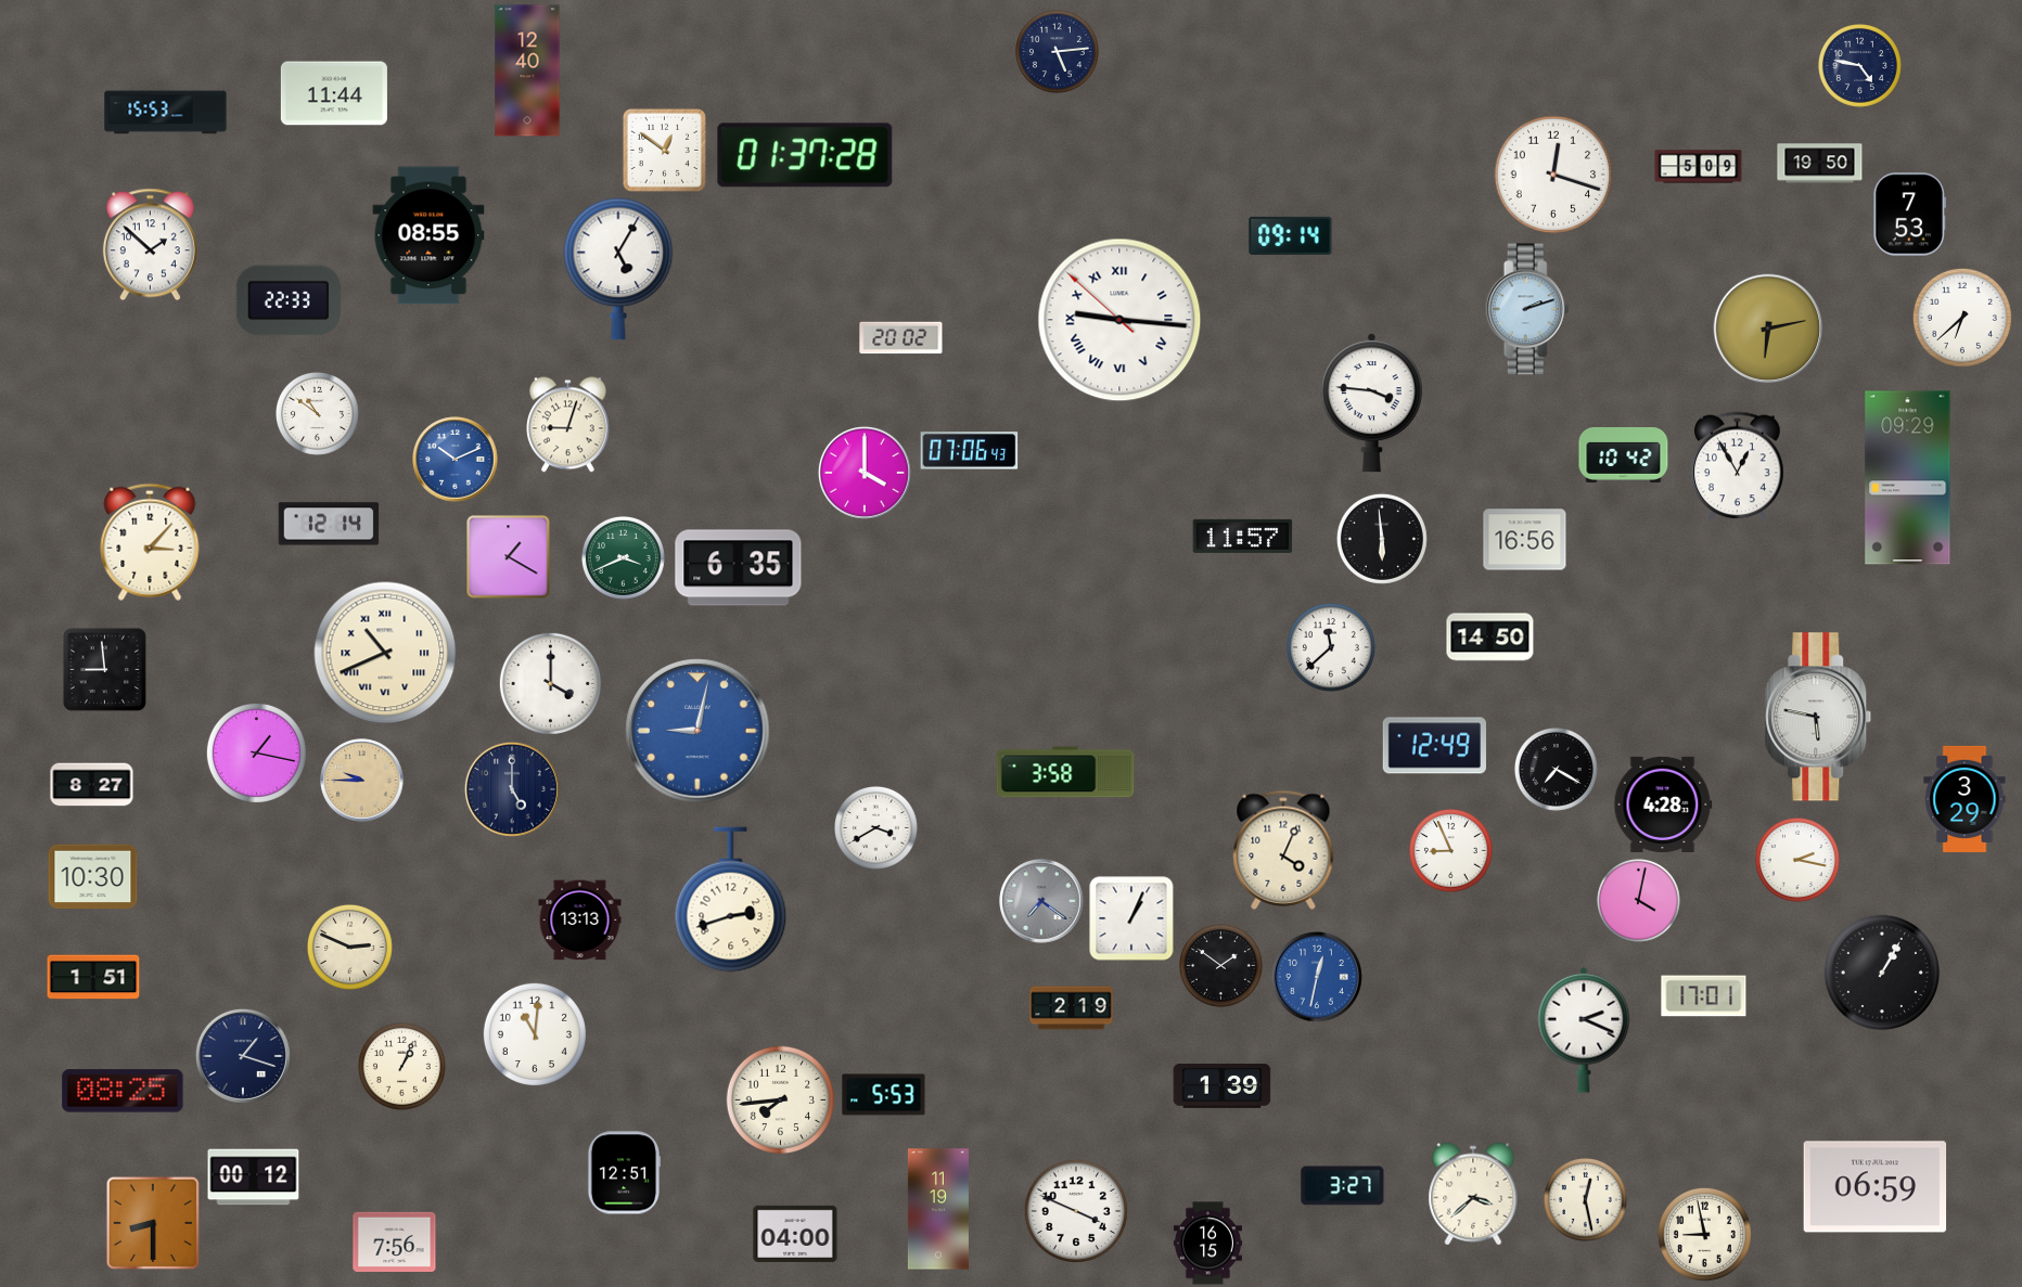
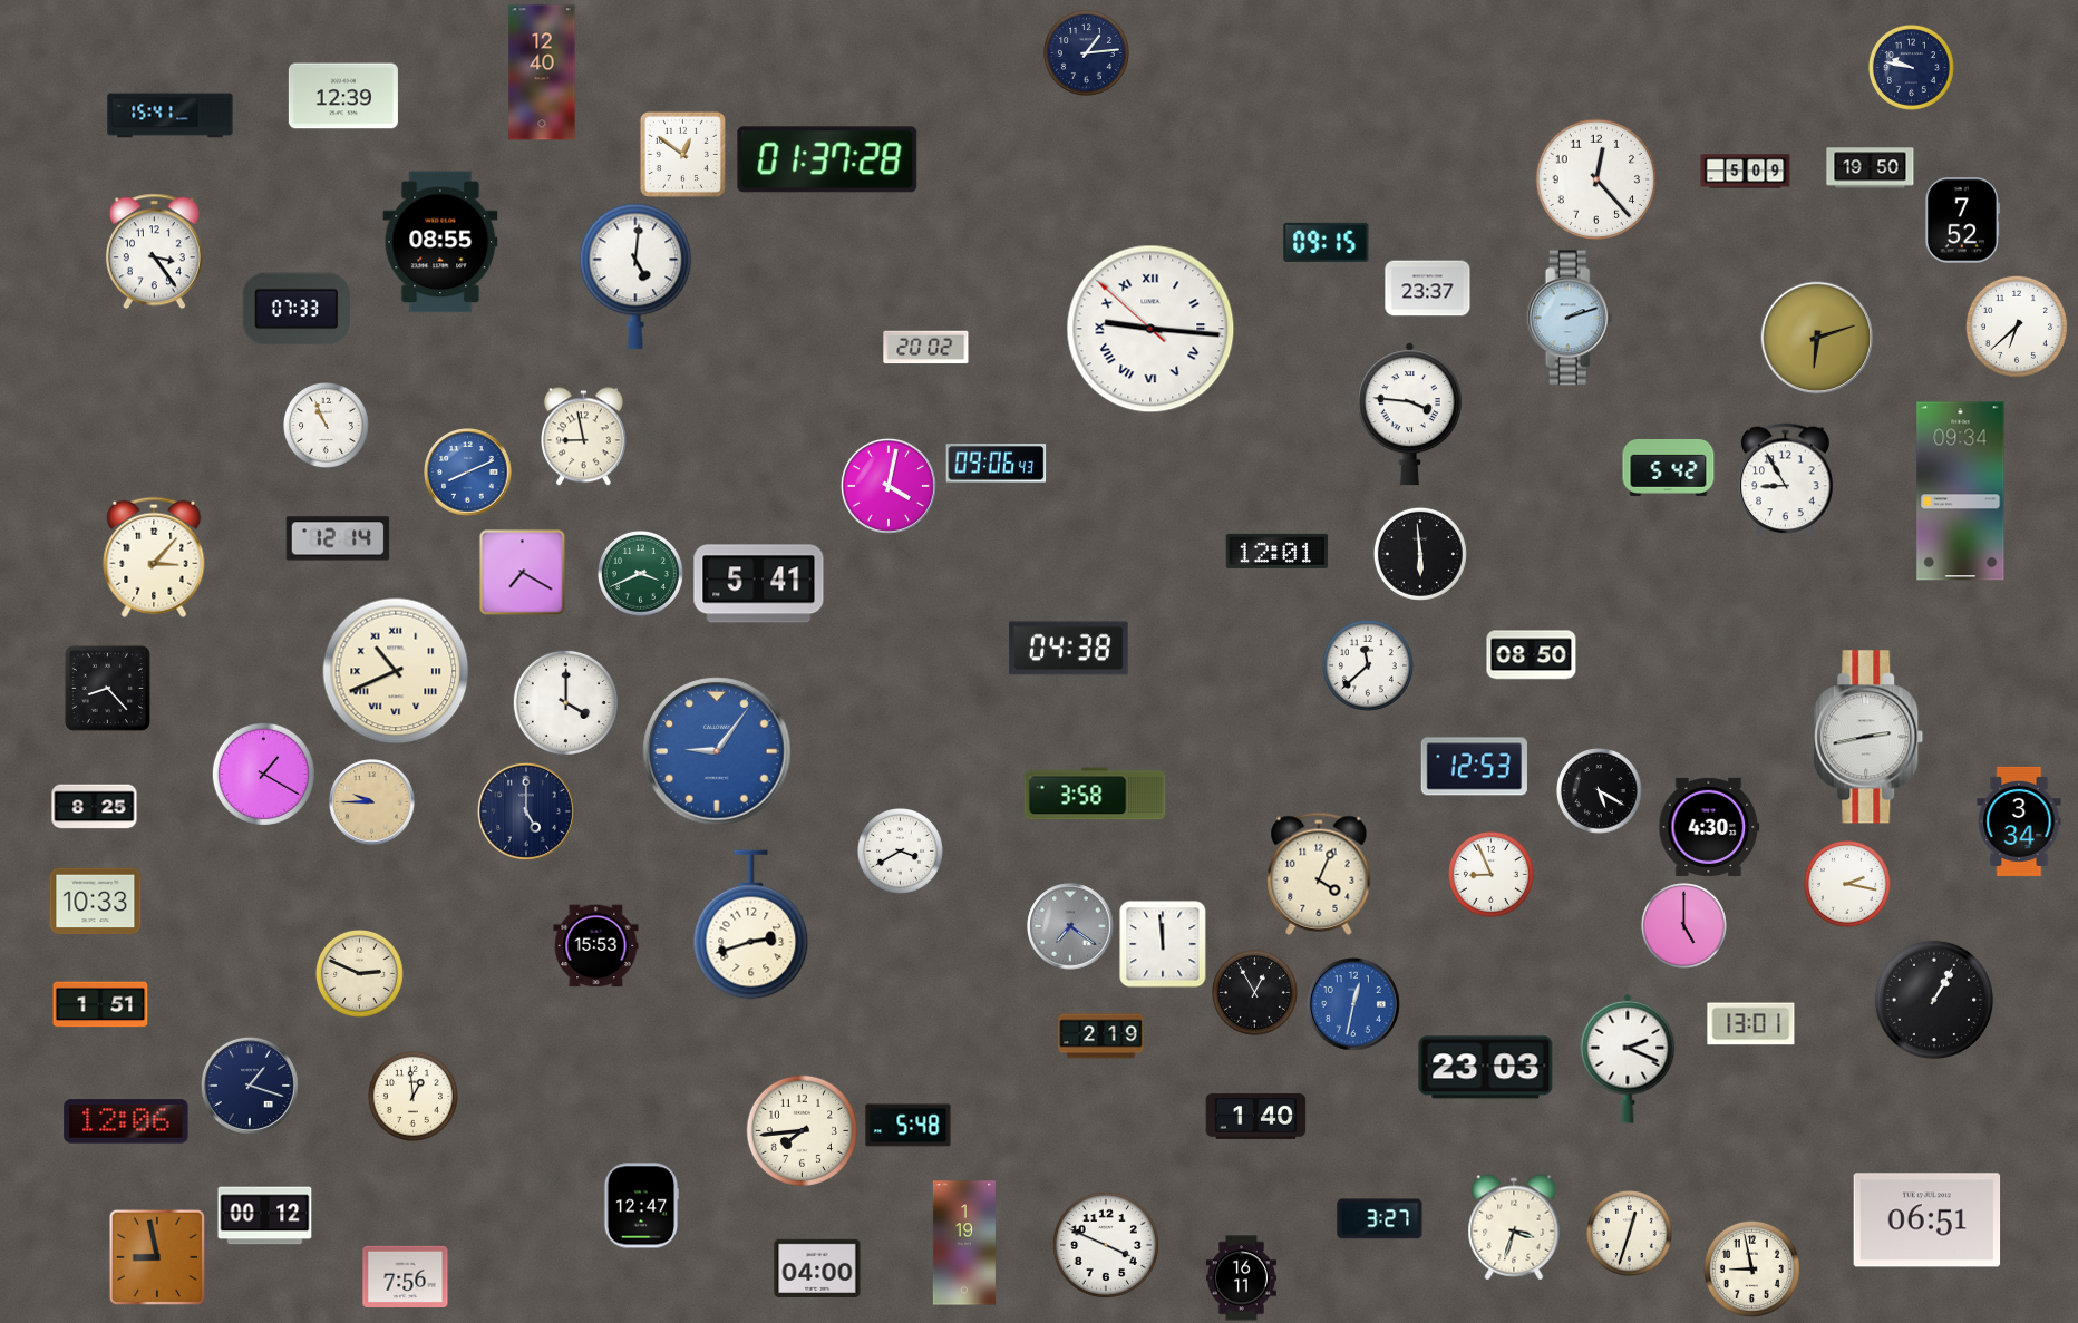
clock at (1057, 51): 5:14 -> 1:14
clock at (1859, 65): 4:47 -> 9:47
clock at (334, 93): 11:44 -> 12:39
clock at (166, 113): 15:53 -> 15:41
clock at (1553, 175): 12:18 -> 12:23
clock at (1909, 215): 7:53 -> 7:52
clock at (1291, 235): 09:14 -> 09:15
clock at (150, 245): 1:52 -> 3:24
clock at (618, 269): 5:05 -> 5:01
clock at (1428, 289): none -> 23:37
clock at (289, 300): 22:33 -> 07:33
clock at (1768, 329): 6:13 -> 6:12
clock at (317, 413): 10:51 -> 10:56
clock at (568, 425): 9:03 -> 8:58
clock at (970, 451): 07:06 -> 09:06
clock at (1624, 455): 10:42 -> 5:42
clock at (456, 460): 10:11 -> 8:11
clock at (1738, 467): 12:55 -> 8:55
clock at (865, 473): 4:00 -> 4:02
clock at (1908, 478): 09:29 -> 09:34
clock at (1243, 536): 11:57 -> 12:01
clock at (1525, 540): 16:56 -> none
clock at (509, 557): 1:20 -> 7:20
clock at (739, 568): 6:35 -> 5:41
clock at (1069, 649): none -> 04:38
clock at (1490, 638): 14:50 -> 08:50
clock at (104, 669): 8:59 -> 8:23
clock at (1818, 717): 5:47 -> 2:43
clock at (698, 731): 9:02 -> 9:06
clock at (1434, 746): 12:49 -> 12:53
clock at (256, 752): 1:17 -> 1:20
clock at (1556, 769): 7:20 -> 5:20
clock at (92, 785): 8:27 -> 8:25
clock at (1965, 799): 3:29 -> 3:34
clock at (1663, 805): 4:28 -> 4:30
clock at (93, 877): 10:30 -> 10:33
clock at (1638, 900): 4:02 -> 5:00
clock at (1131, 918): 1:04 -> 11:59
clock at (580, 921): 13:13 -> 15:53
clock at (1220, 965): 1:51 -> 12:55
clock at (93, 977) position: (93, 977) -> (100, 1004)
clock at (1704, 996): 17:01 -> 13:01
clock at (535, 1034): 11:01 -> none
clock at (1486, 1068): none -> 23:03
clock at (401, 1066): 1:04 -> 12:59
clock at (1223, 1086): 1:39 -> 1:40
clock at (123, 1091): 08:25 -> 12:06
clock at (884, 1095): 5:53 -> 5:48
clock at (624, 1173): 12:51 -> 12:47
clock at (254, 1177) position: (254, 1177) -> (265, 1216)
clock at (1876, 1187): 06:59 -> 06:51
clock at (1473, 1194): 3:38 -> 3:33
clock at (1585, 1199): 12:28 -> 12:33
clock at (938, 1209): 11:19 -> 1:19
clock at (153, 1223): 8:30 -> 8:58
clock at (1207, 1244): 16:15 -> 16:11
